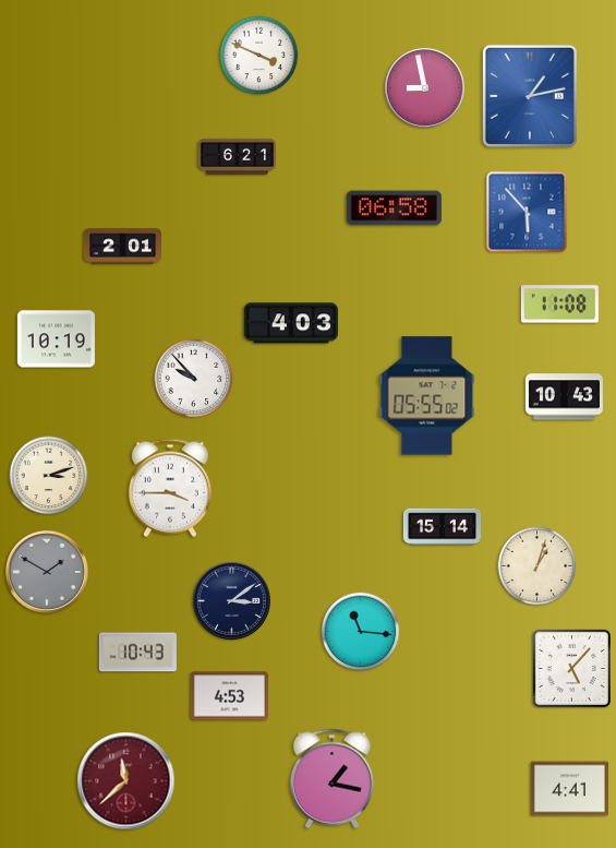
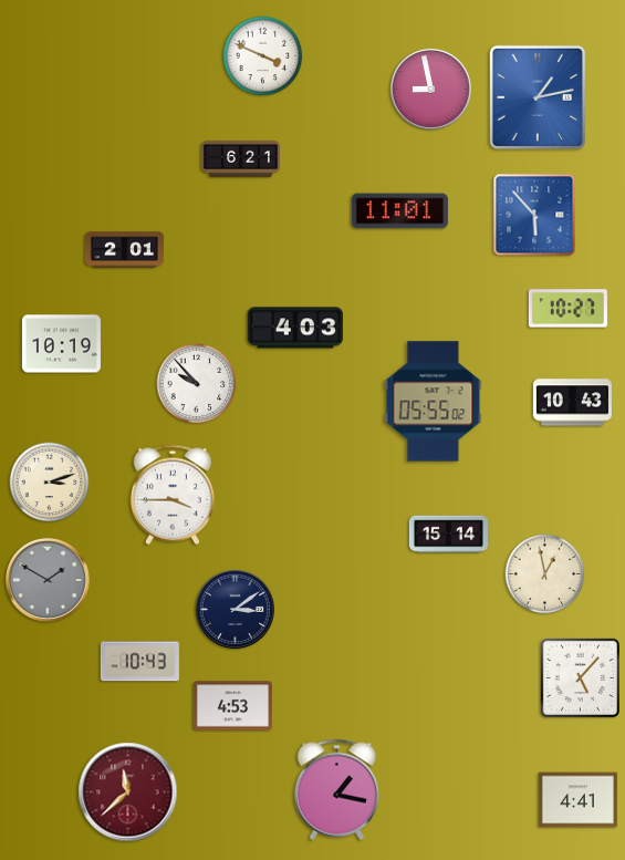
clock at (394, 208): 06:58 -> 11:01
clock at (559, 304): 11:08 -> 10:27
clock at (56, 339) position: (56, 339) -> (61, 344)
clock at (538, 566): 1:03 -> 12:58
clock at (361, 632): 11:16 -> none
